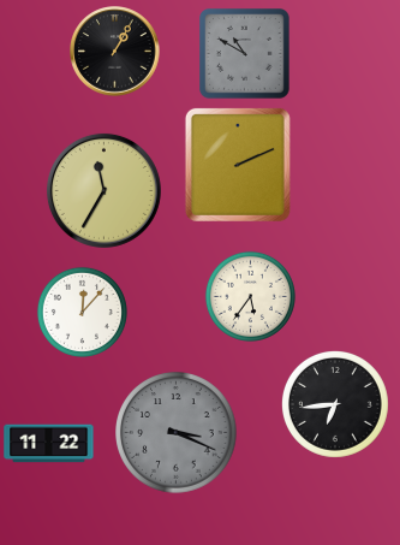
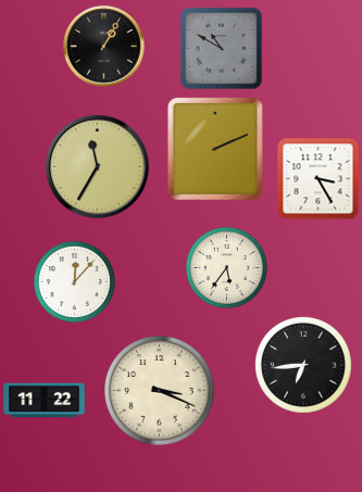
clock at (103, 190) position: (103, 190) -> (97, 166)
clock at (319, 179): none -> 3:25
clock at (177, 433) dial: grey -> cream
